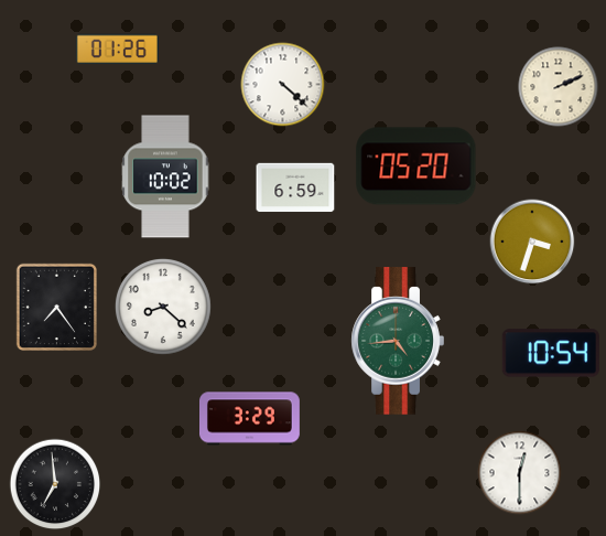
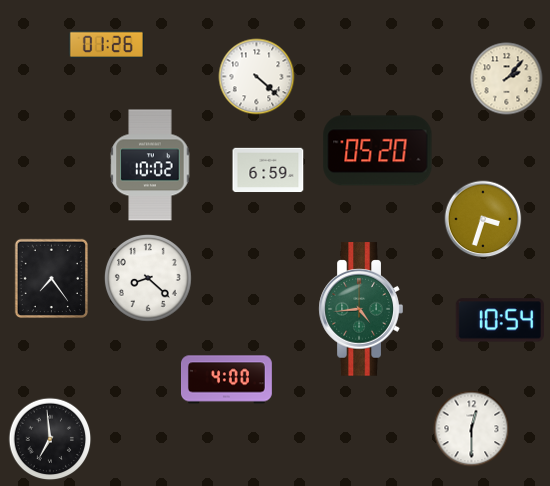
clock at (559, 87): 2:11 -> 2:07
clock at (165, 176) position: (165, 176) -> (150, 165)
clock at (250, 419): 3:29 -> 4:00
